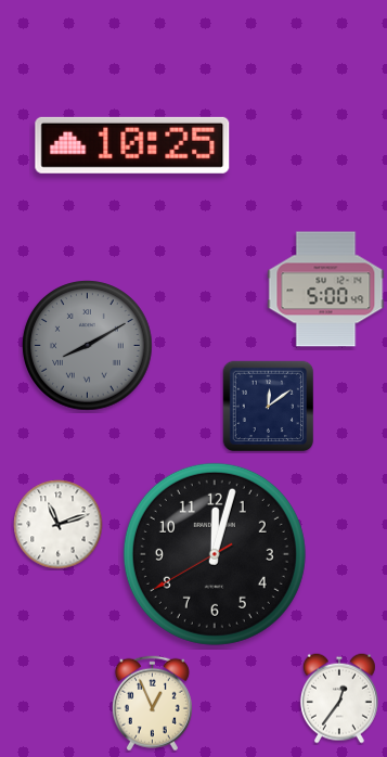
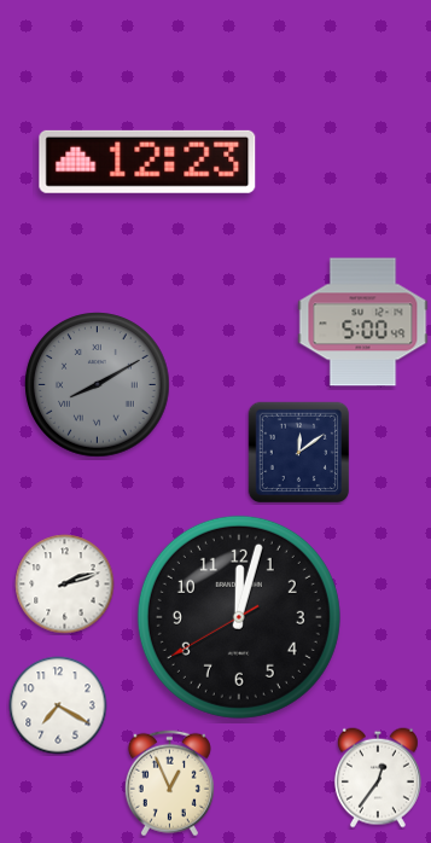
clock at (132, 145): 10:25 -> 12:23
clock at (59, 525): 11:12 -> 2:12
clock at (58, 705): none -> 7:20
